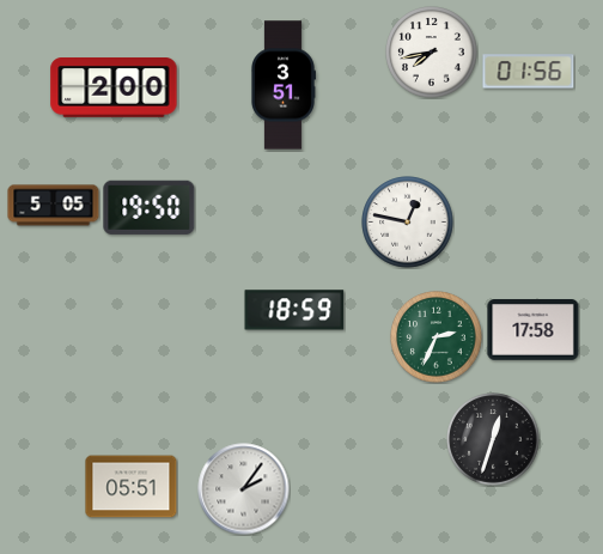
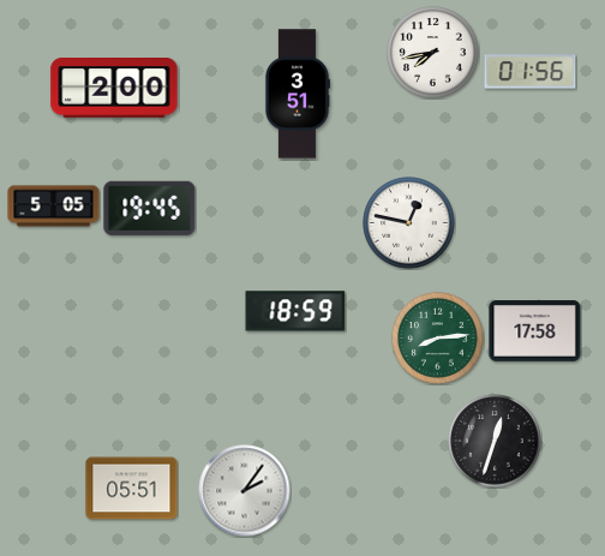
clock at (282, 85) position: (282, 85) -> (296, 94)
clock at (150, 207): 19:50 -> 19:45
clock at (437, 337): 2:34 -> 8:14
